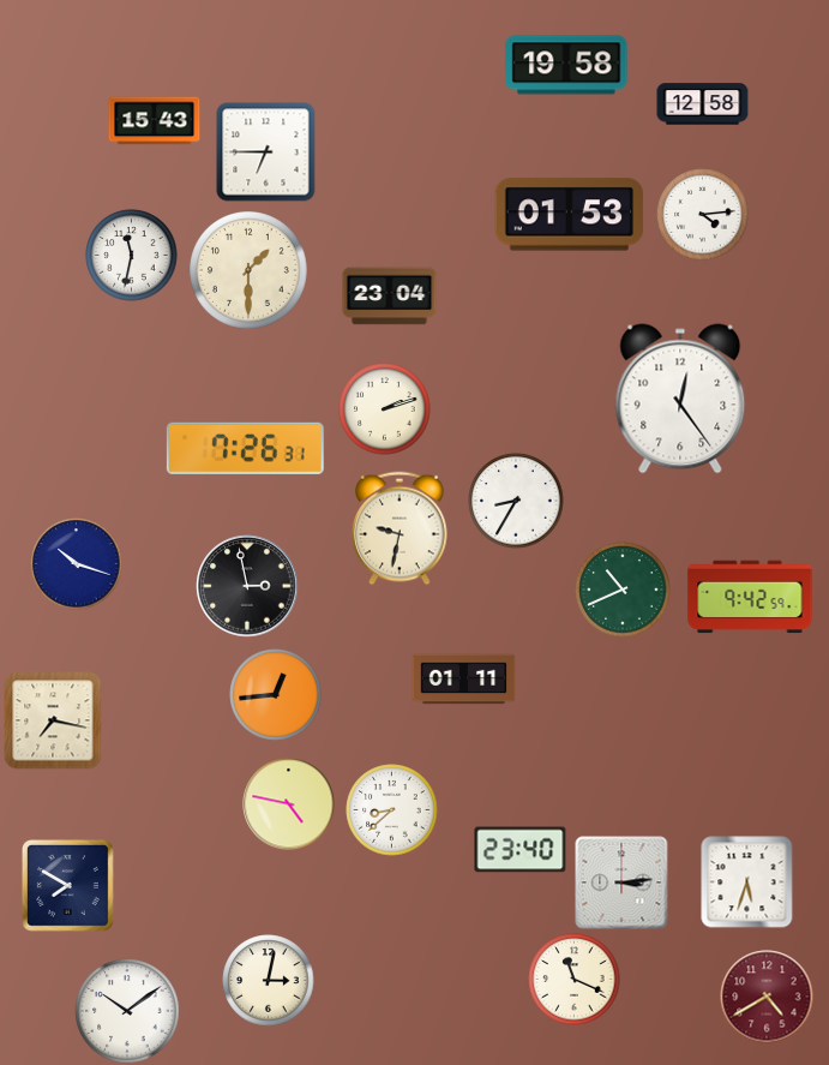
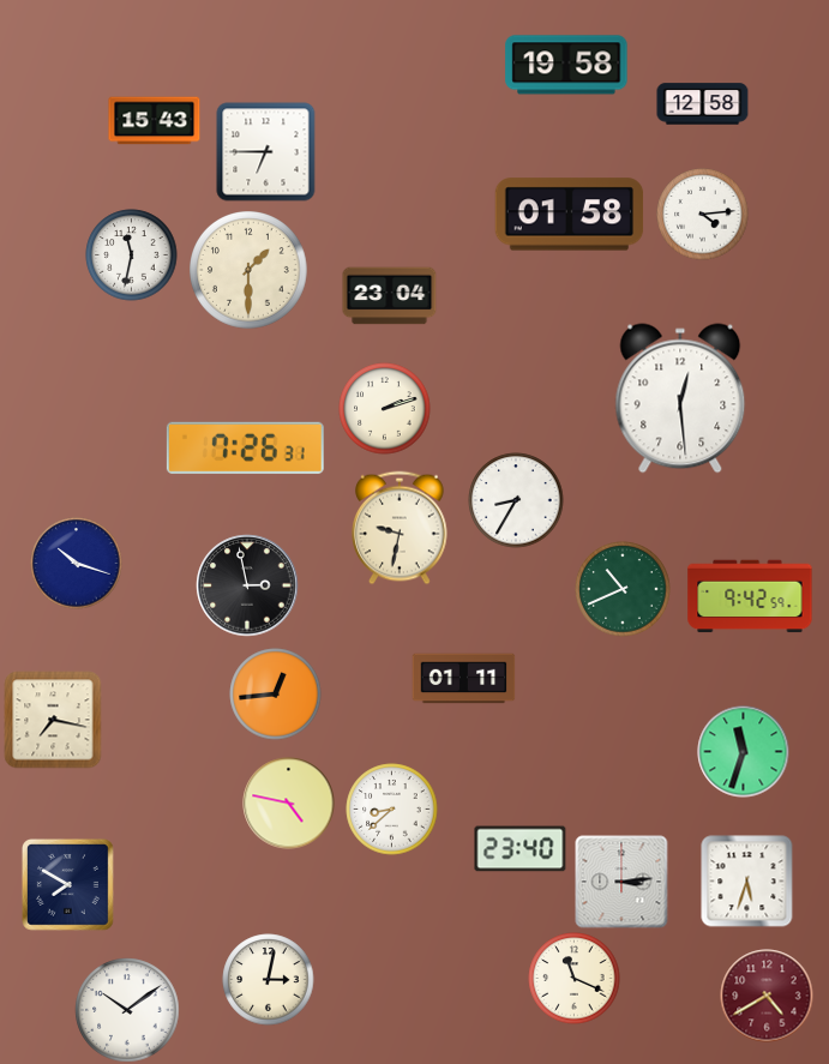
clock at (570, 215): 01:53 -> 01:58
clock at (680, 399): 12:24 -> 12:29
clock at (744, 752): none -> 11:33
